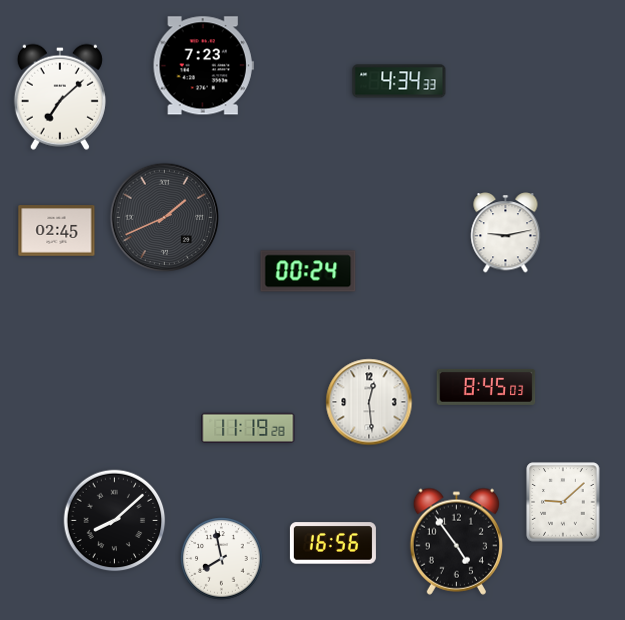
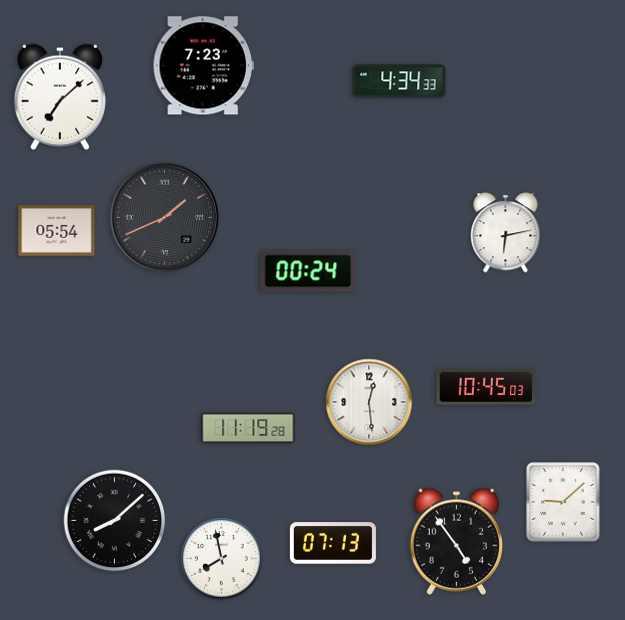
clock at (57, 231): 02:45 -> 05:54
clock at (506, 233): 9:13 -> 6:13
clock at (486, 387): 8:45 -> 10:45
clock at (333, 543): 16:56 -> 07:13
